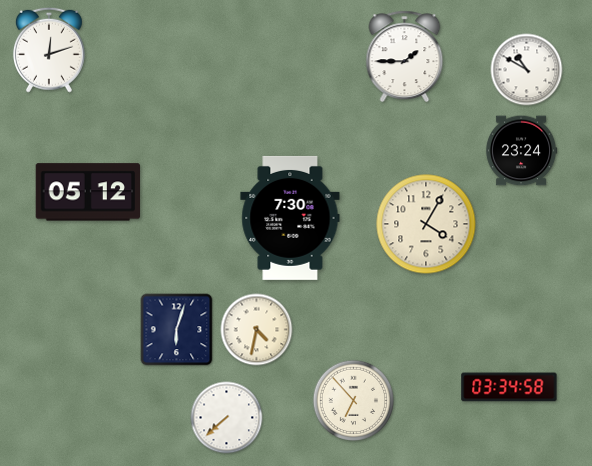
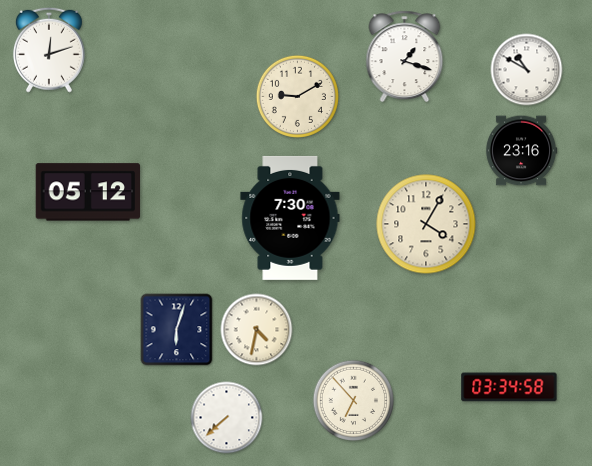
clock at (405, 57): 1:45 -> 1:18
clock at (297, 96): none -> 9:10
clock at (521, 151): 23:24 -> 23:16
